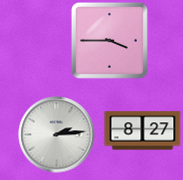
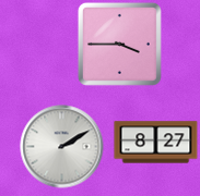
clock at (57, 135): 2:14 -> 2:10
